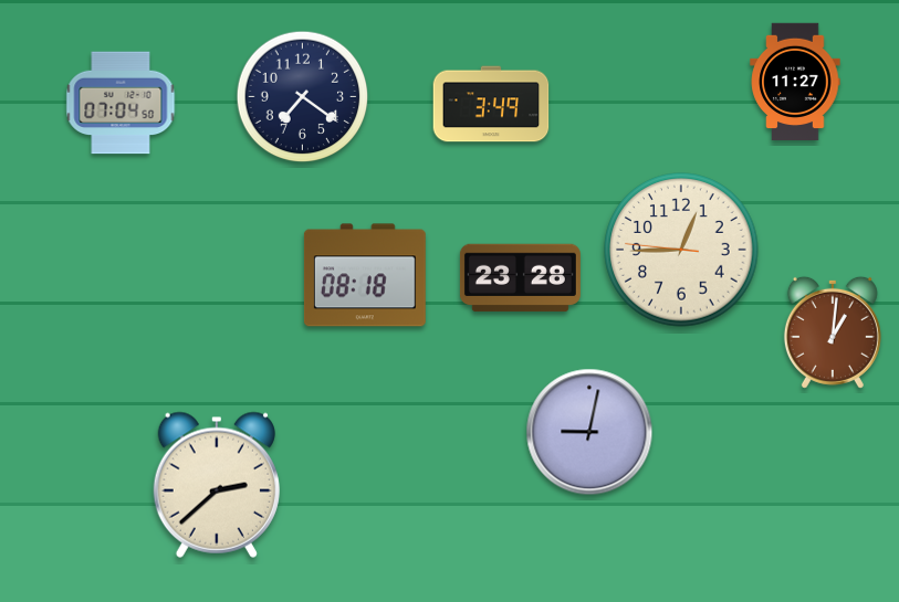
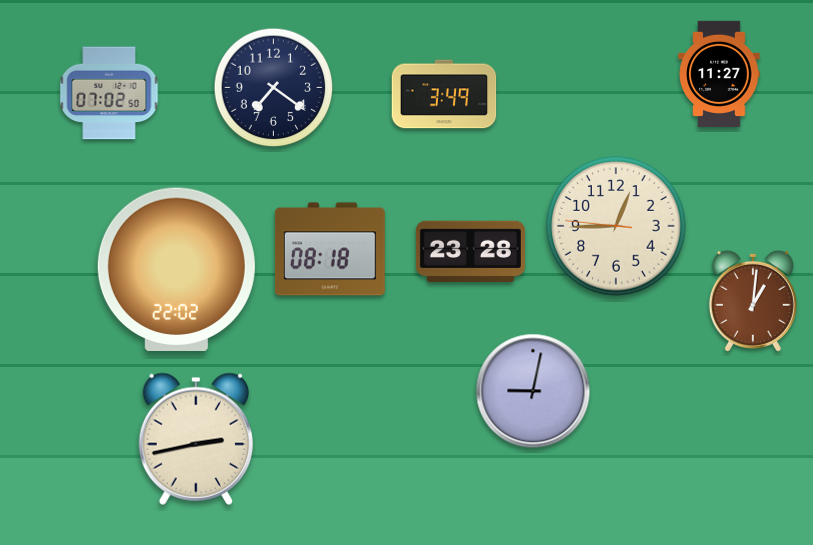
clock at (121, 103): 07:04 -> 07:02
clock at (176, 269): none -> 22:02
clock at (217, 485): 2:38 -> 2:43
